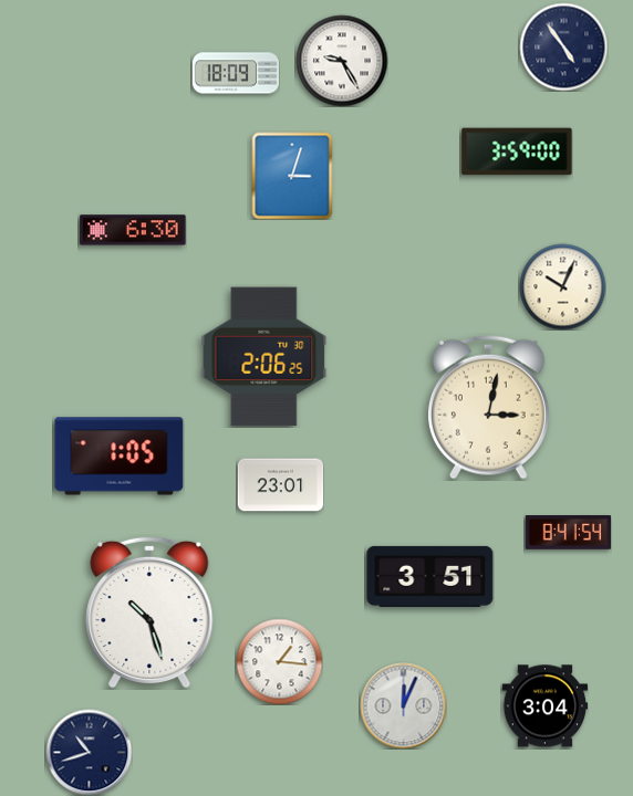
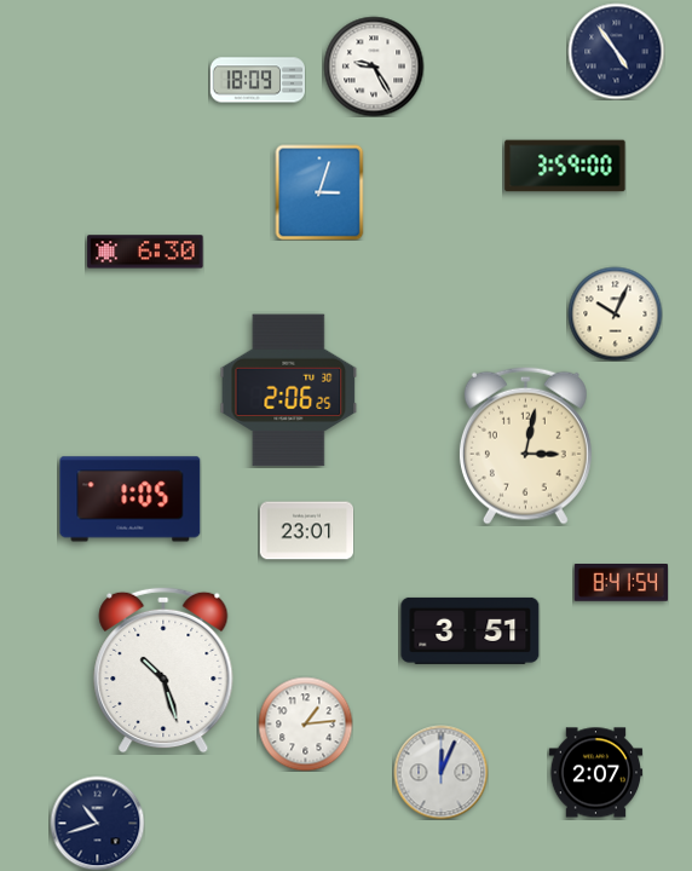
clock at (488, 407) position: (488, 407) -> (525, 445)
clock at (279, 661): 1:16 -> 1:14
clock at (544, 706): 3:04 -> 2:07
